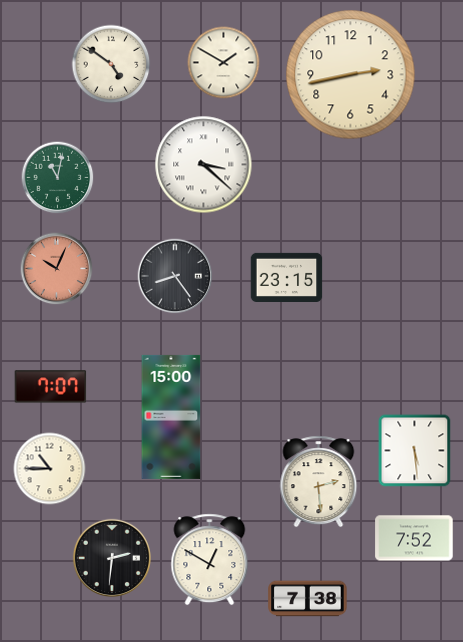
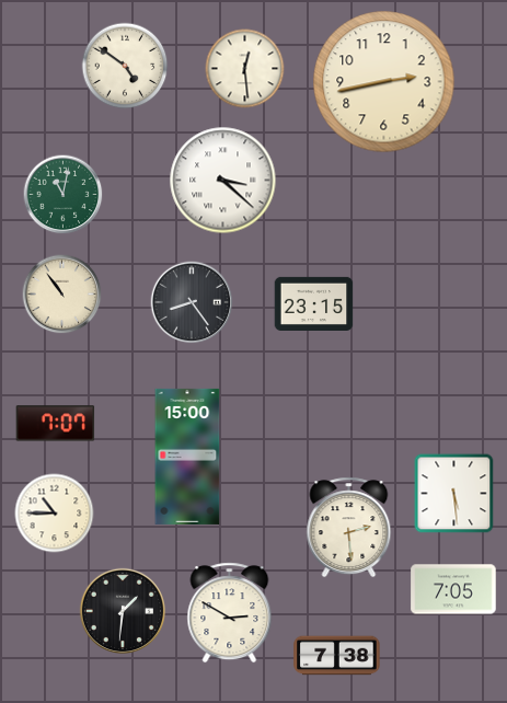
clock at (224, 63): 1:50 -> 12:29
clock at (111, 64) position: (111, 64) -> (125, 66)
clock at (57, 269): 10:04 -> 10:54
clock at (57, 269) dial: salmon -> cream
clock at (414, 538): 7:52 -> 7:05
clock at (111, 557): 2:31 -> 1:31
clock at (210, 560): 12:50 -> 2:50
